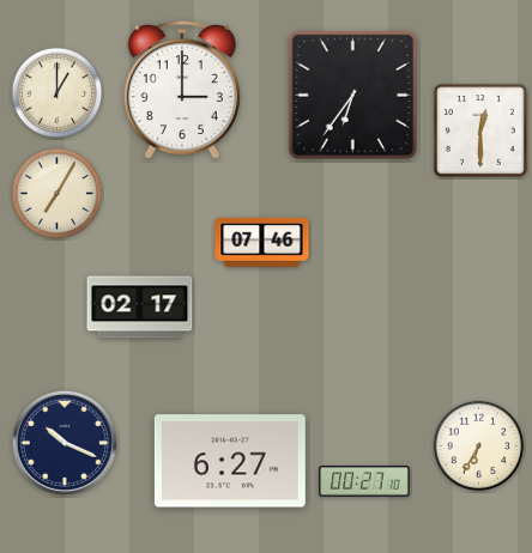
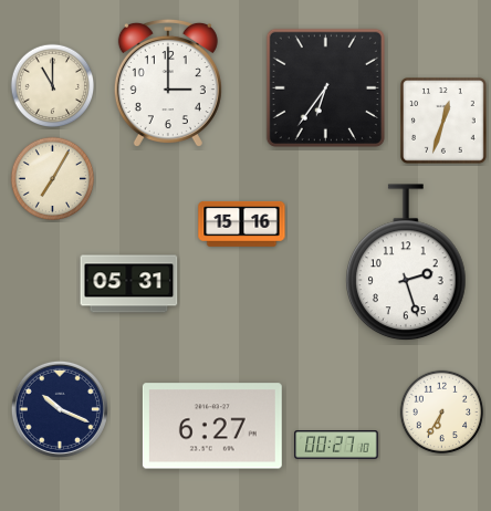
clock at (58, 93): 1:00 -> 11:00
clock at (482, 132): 12:30 -> 12:33
clock at (262, 242): 07:46 -> 15:16
clock at (407, 263): none -> 2:27
clock at (140, 308): 02:17 -> 05:31
